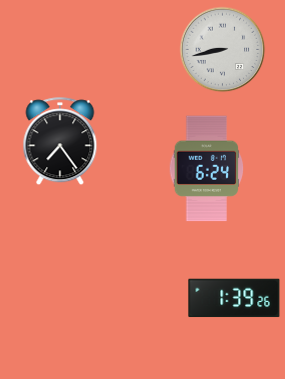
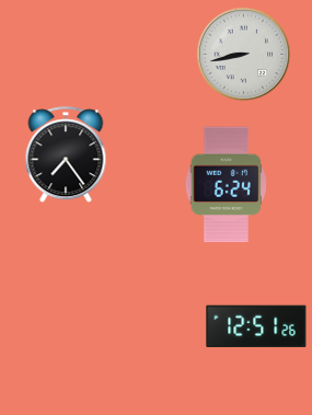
clock at (234, 298): 1:39 -> 12:51
